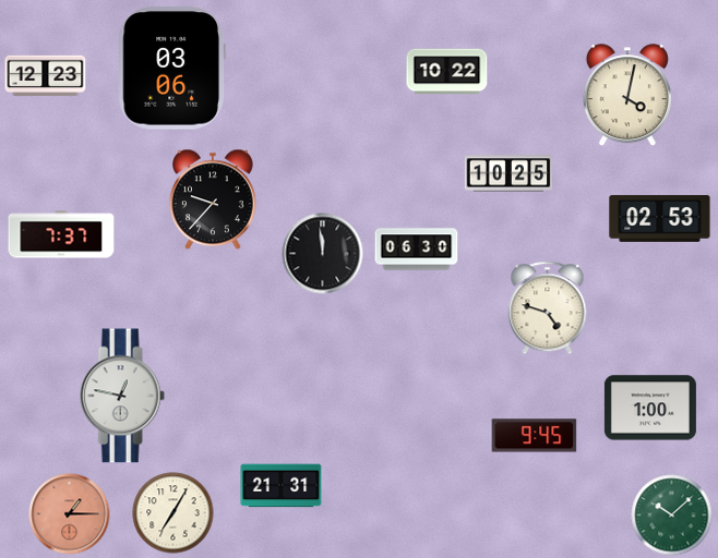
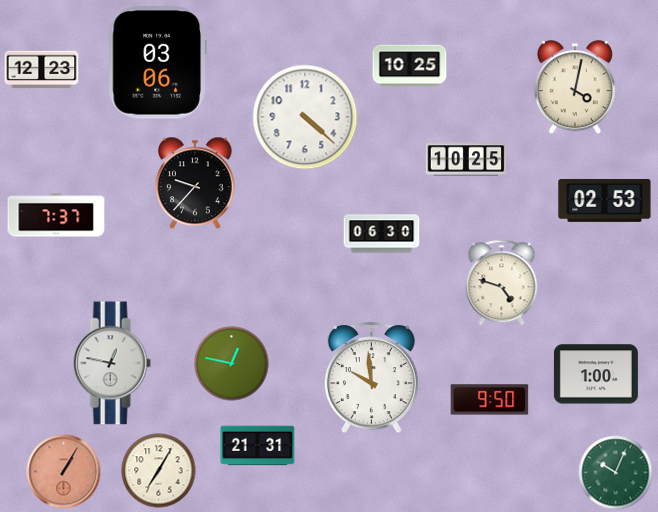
clock at (447, 72): 10:22 -> 10:25
clock at (305, 117): none -> 4:22
clock at (417, 250) position: (417, 250) -> (382, 234)
clock at (323, 254): 11:59 -> none
clock at (232, 364): none -> 12:47
clock at (371, 378): none -> 9:59
clock at (535, 436): 9:45 -> 9:50
clock at (70, 514): 1:15 -> 1:05
clock at (672, 515): 10:08 -> 10:04
